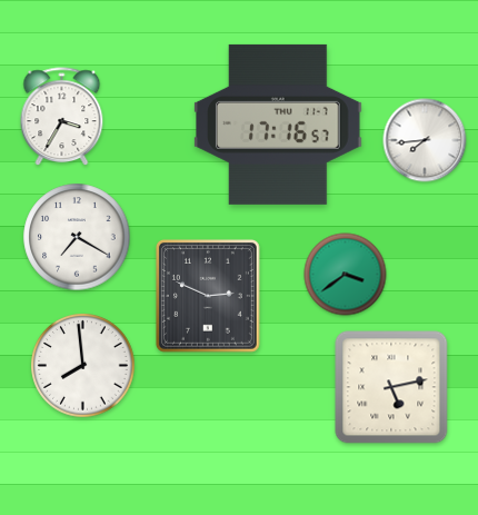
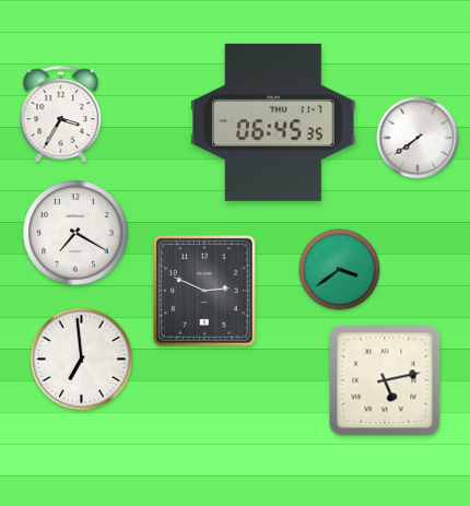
clock at (278, 125): 17:16 -> 06:45
clock at (425, 140): 7:44 -> 7:39
clock at (83, 366): 7:59 -> 6:59
